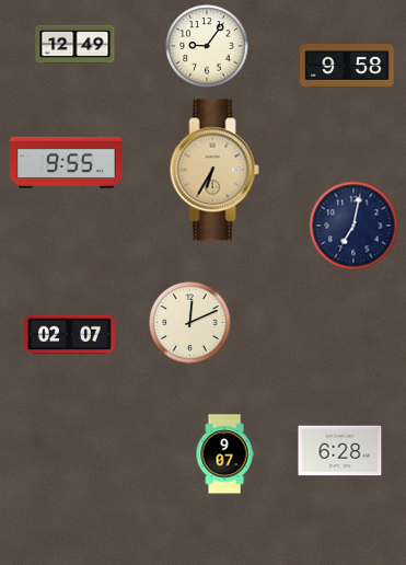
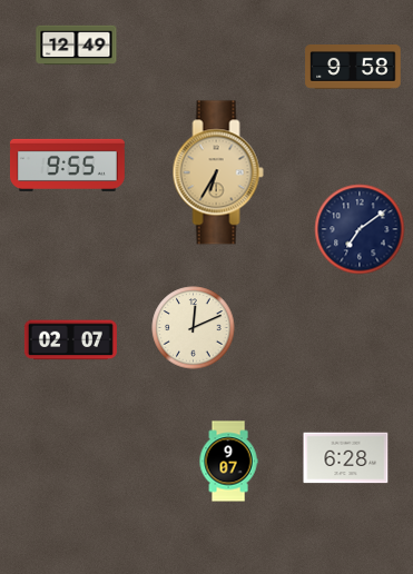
clock at (207, 46): 9:06 -> none
clock at (353, 226): 7:02 -> 7:09
